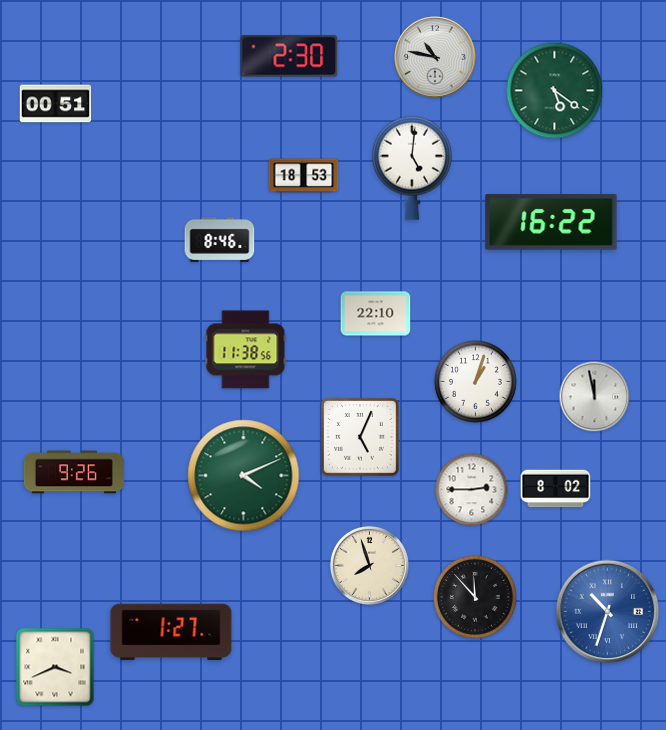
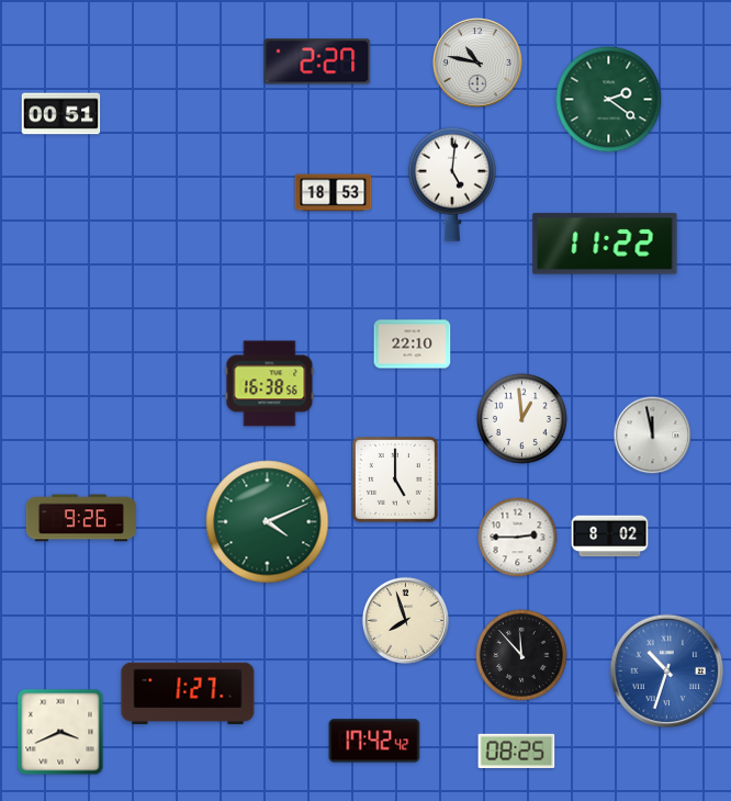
clock at (289, 56): 2:30 -> 2:27
clock at (555, 91): 5:21 -> 2:21
clock at (551, 222): 16:22 -> 11:22
clock at (220, 239): 8:46 -> none
clock at (246, 350): 11:38 -> 16:38
clock at (475, 381): 1:03 -> 12:59
clock at (360, 437): 5:04 -> 5:00
clock at (374, 741): none -> 17:42
clock at (517, 751): none -> 08:25
